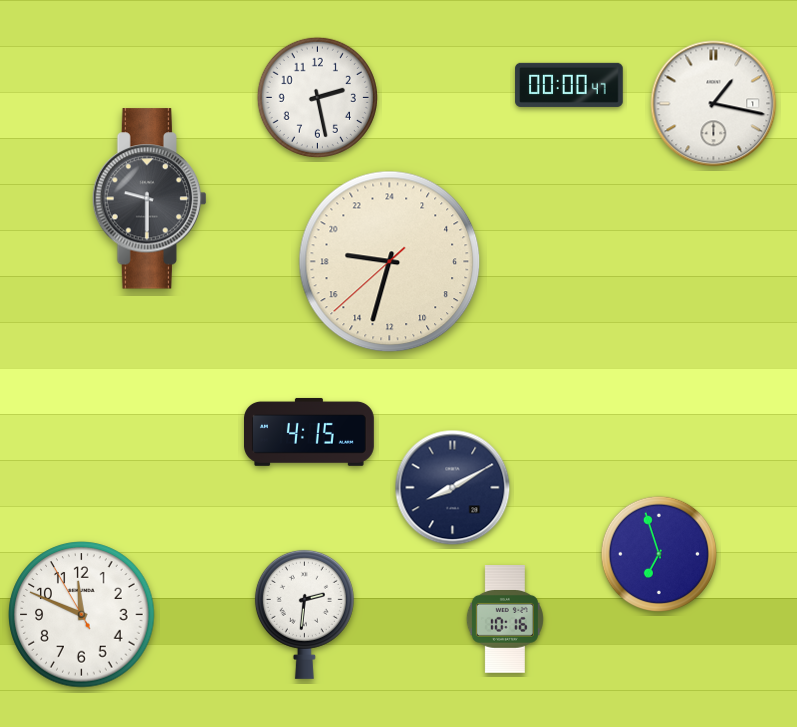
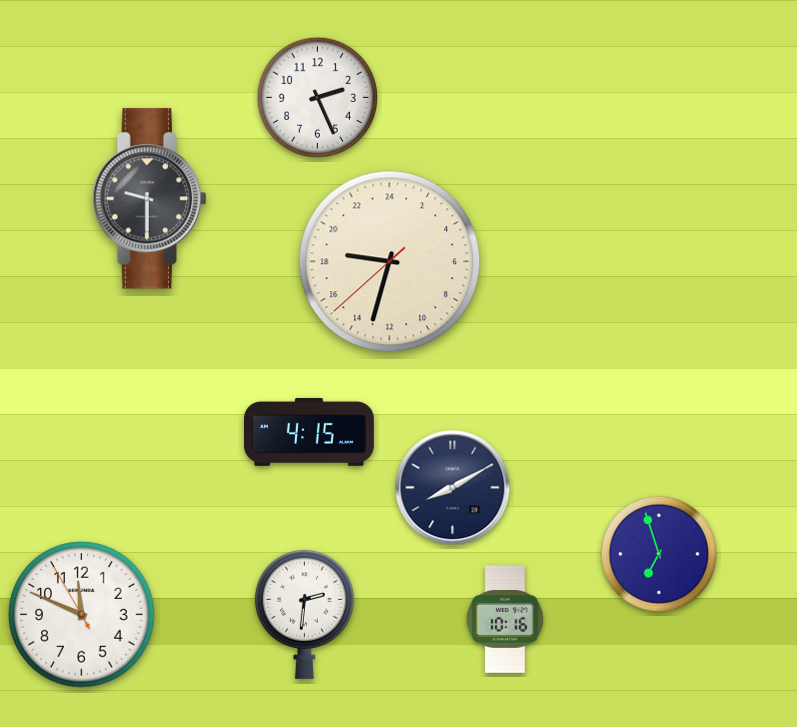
clock at (569, 85): 00:00 -> none
clock at (317, 97): 2:28 -> 2:26
clock at (714, 104): 1:17 -> none
